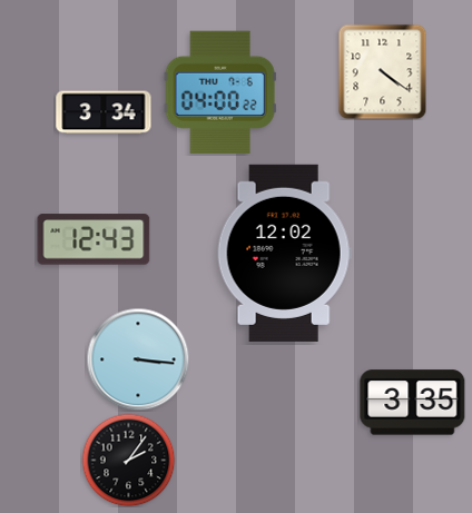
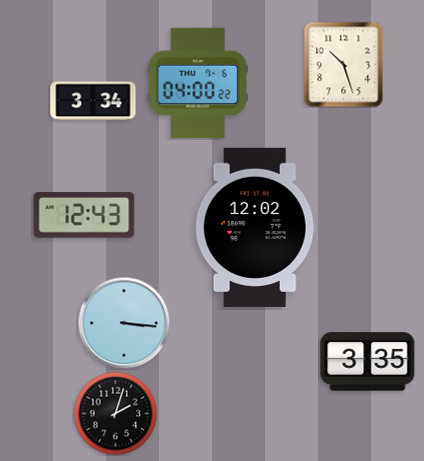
clock at (383, 71): 4:21 -> 10:27
clock at (413, 403) position: (413, 403) -> (368, 362)
clock at (128, 460): 2:06 -> 2:03
